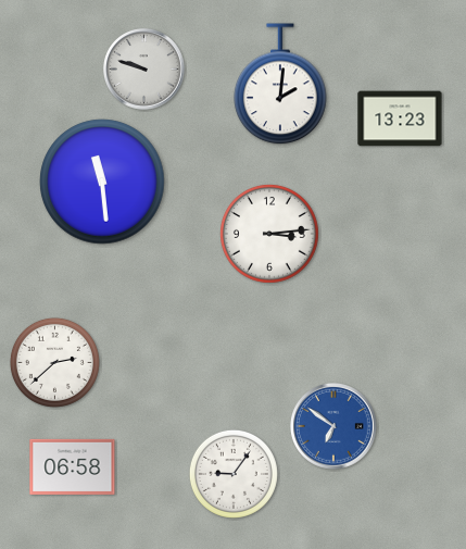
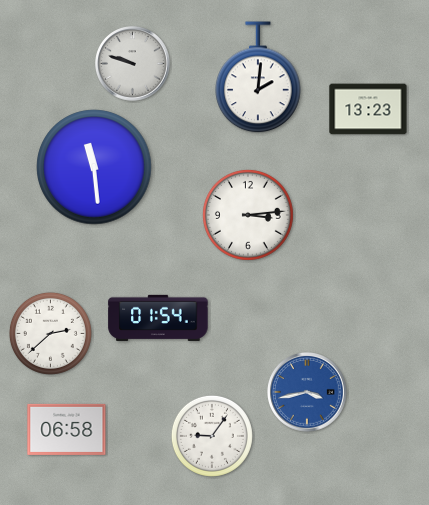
clock at (158, 318): none -> 01:54
clock at (335, 427): 6:51 -> 3:43
clock at (234, 474) position: (234, 474) -> (212, 436)
